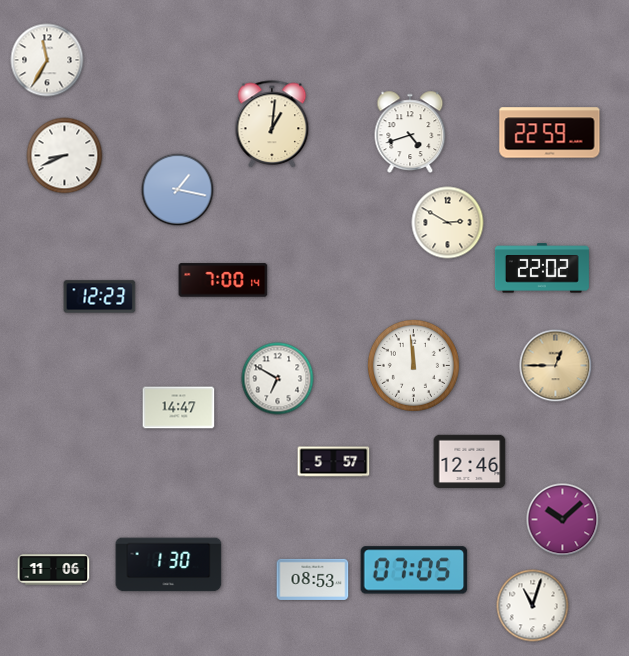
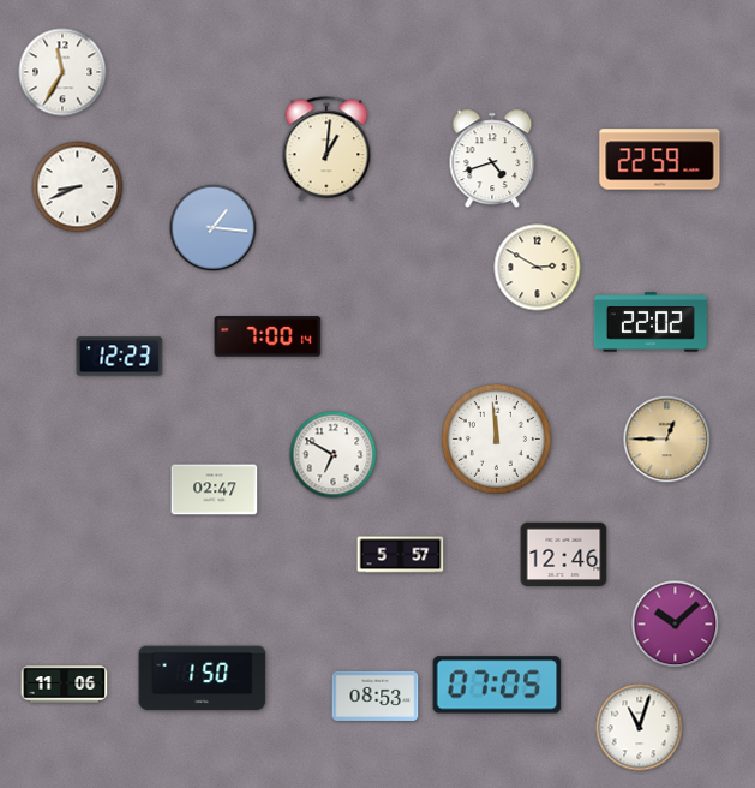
clock at (47, 60) position: (47, 60) -> (62, 72)
clock at (178, 190): 1:17 -> 1:16
clock at (179, 408): 14:47 -> 02:47
clock at (169, 565): 1:30 -> 1:50
